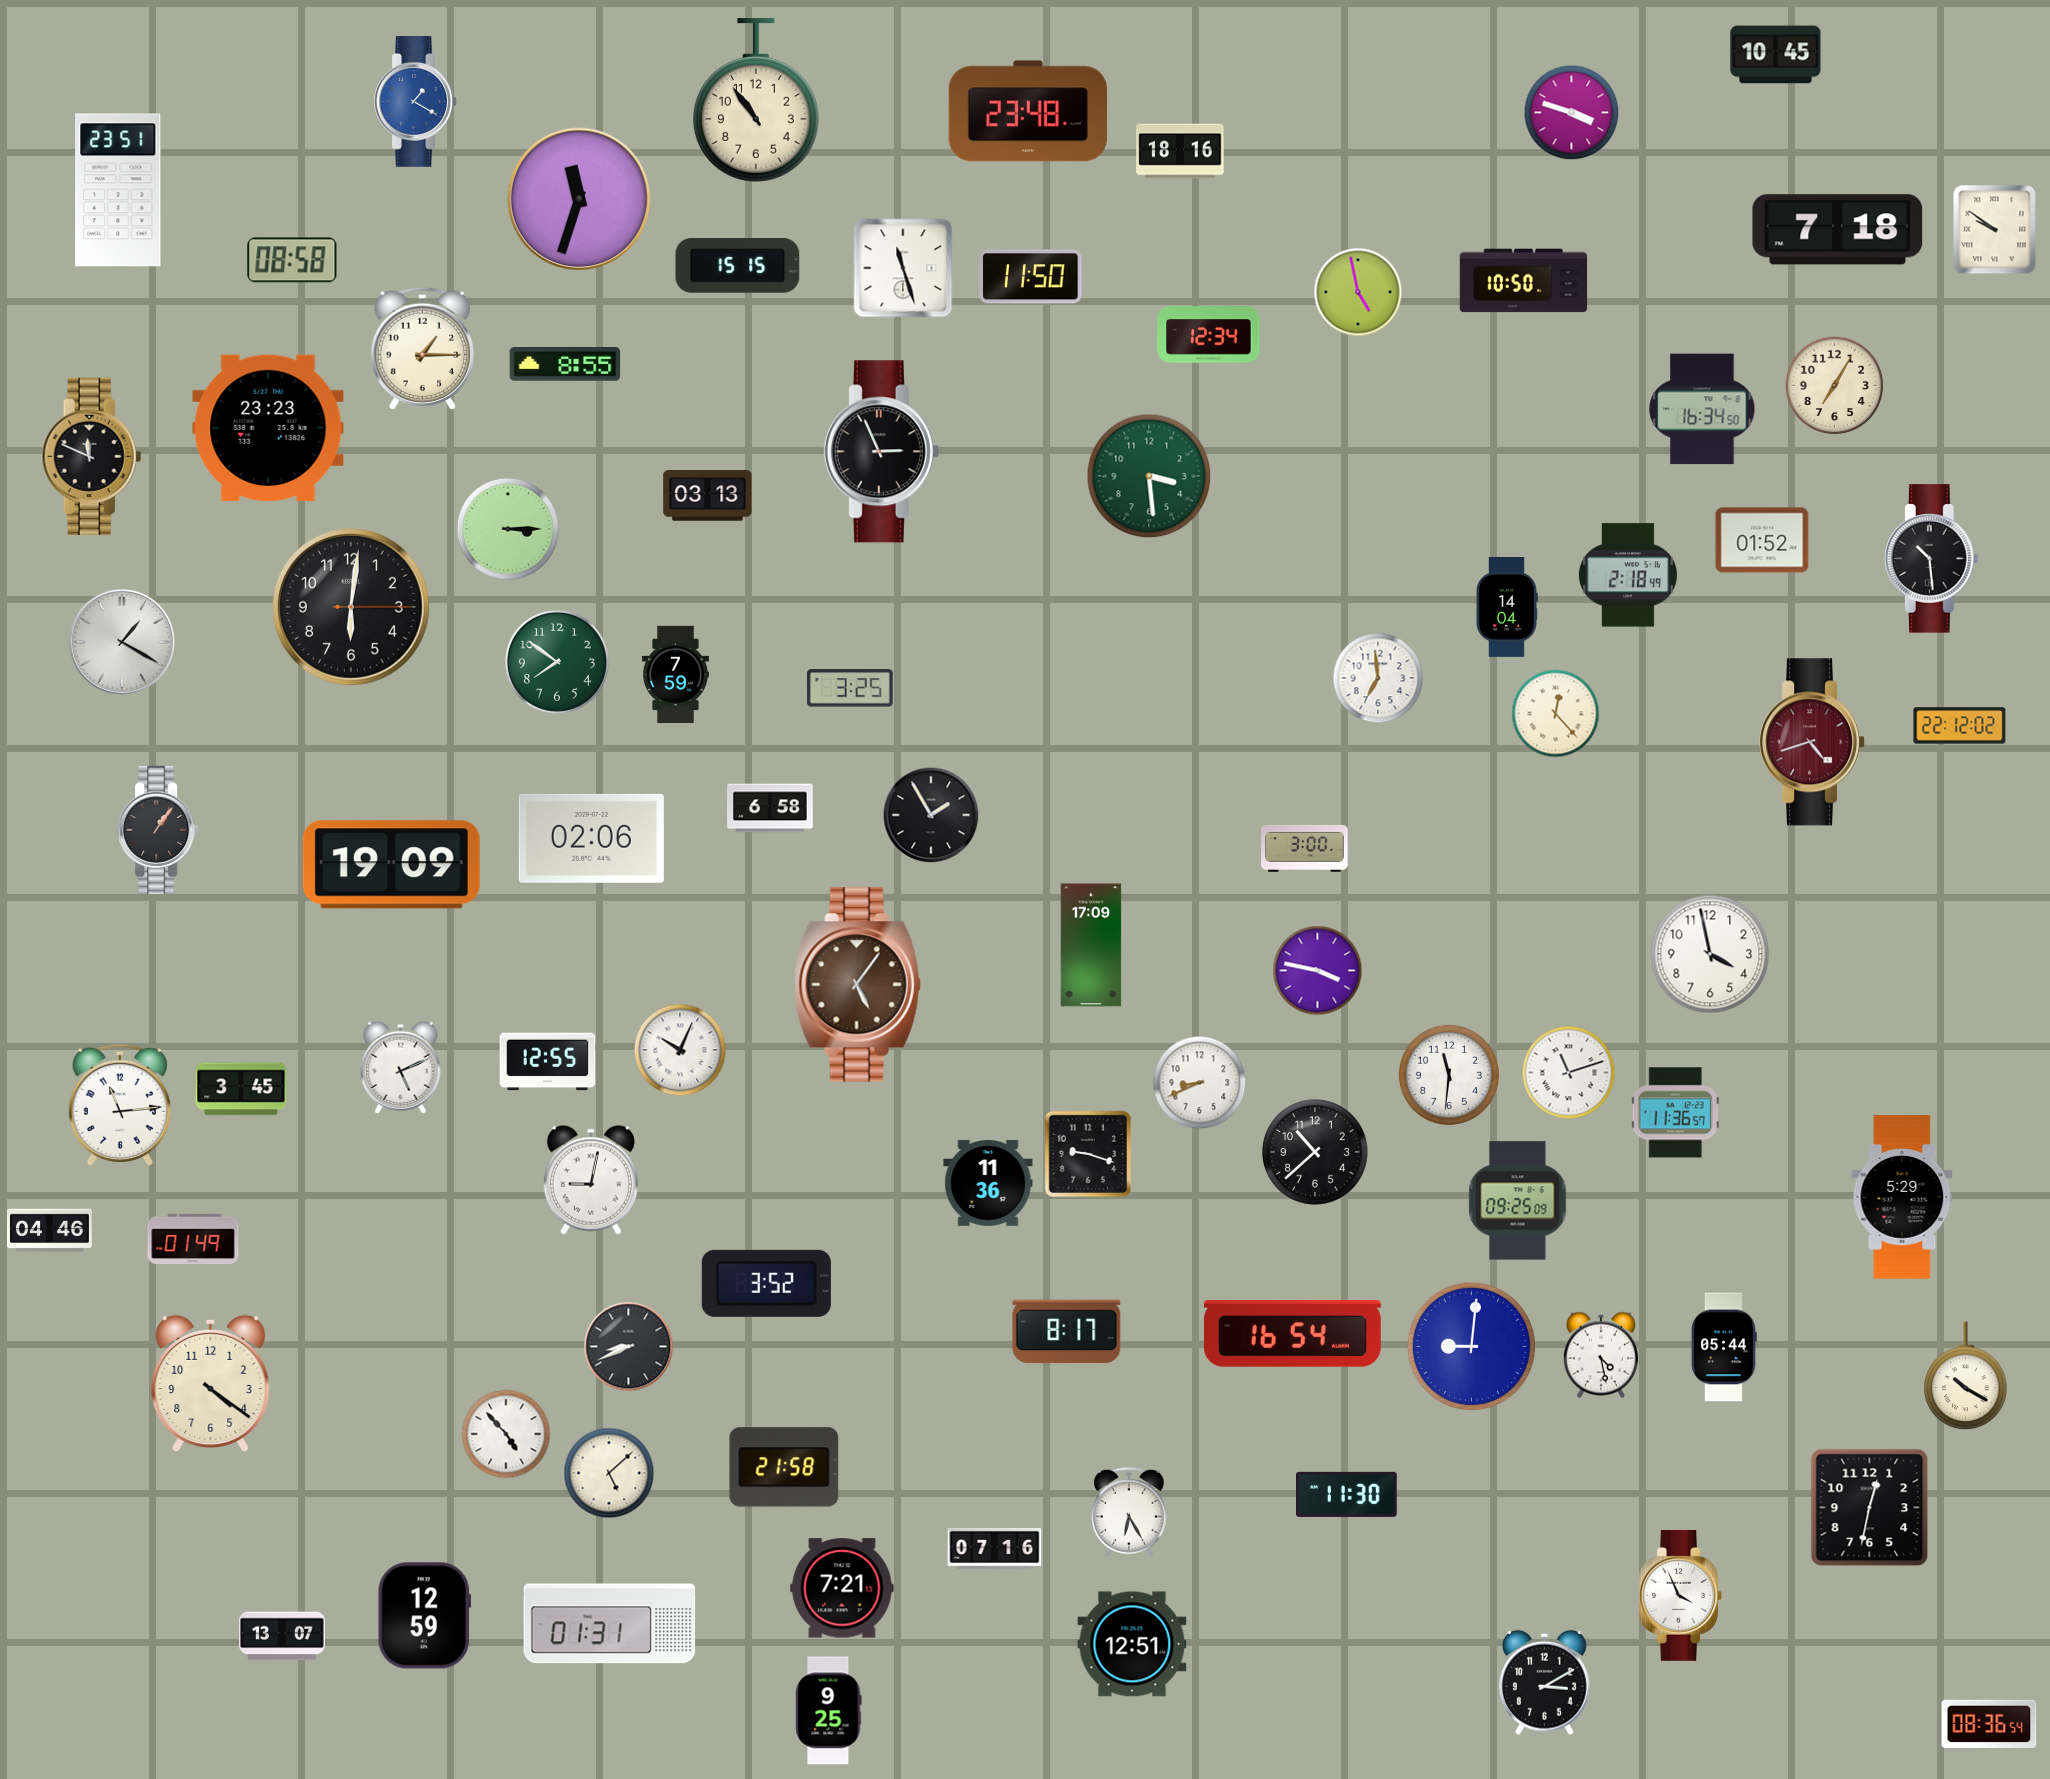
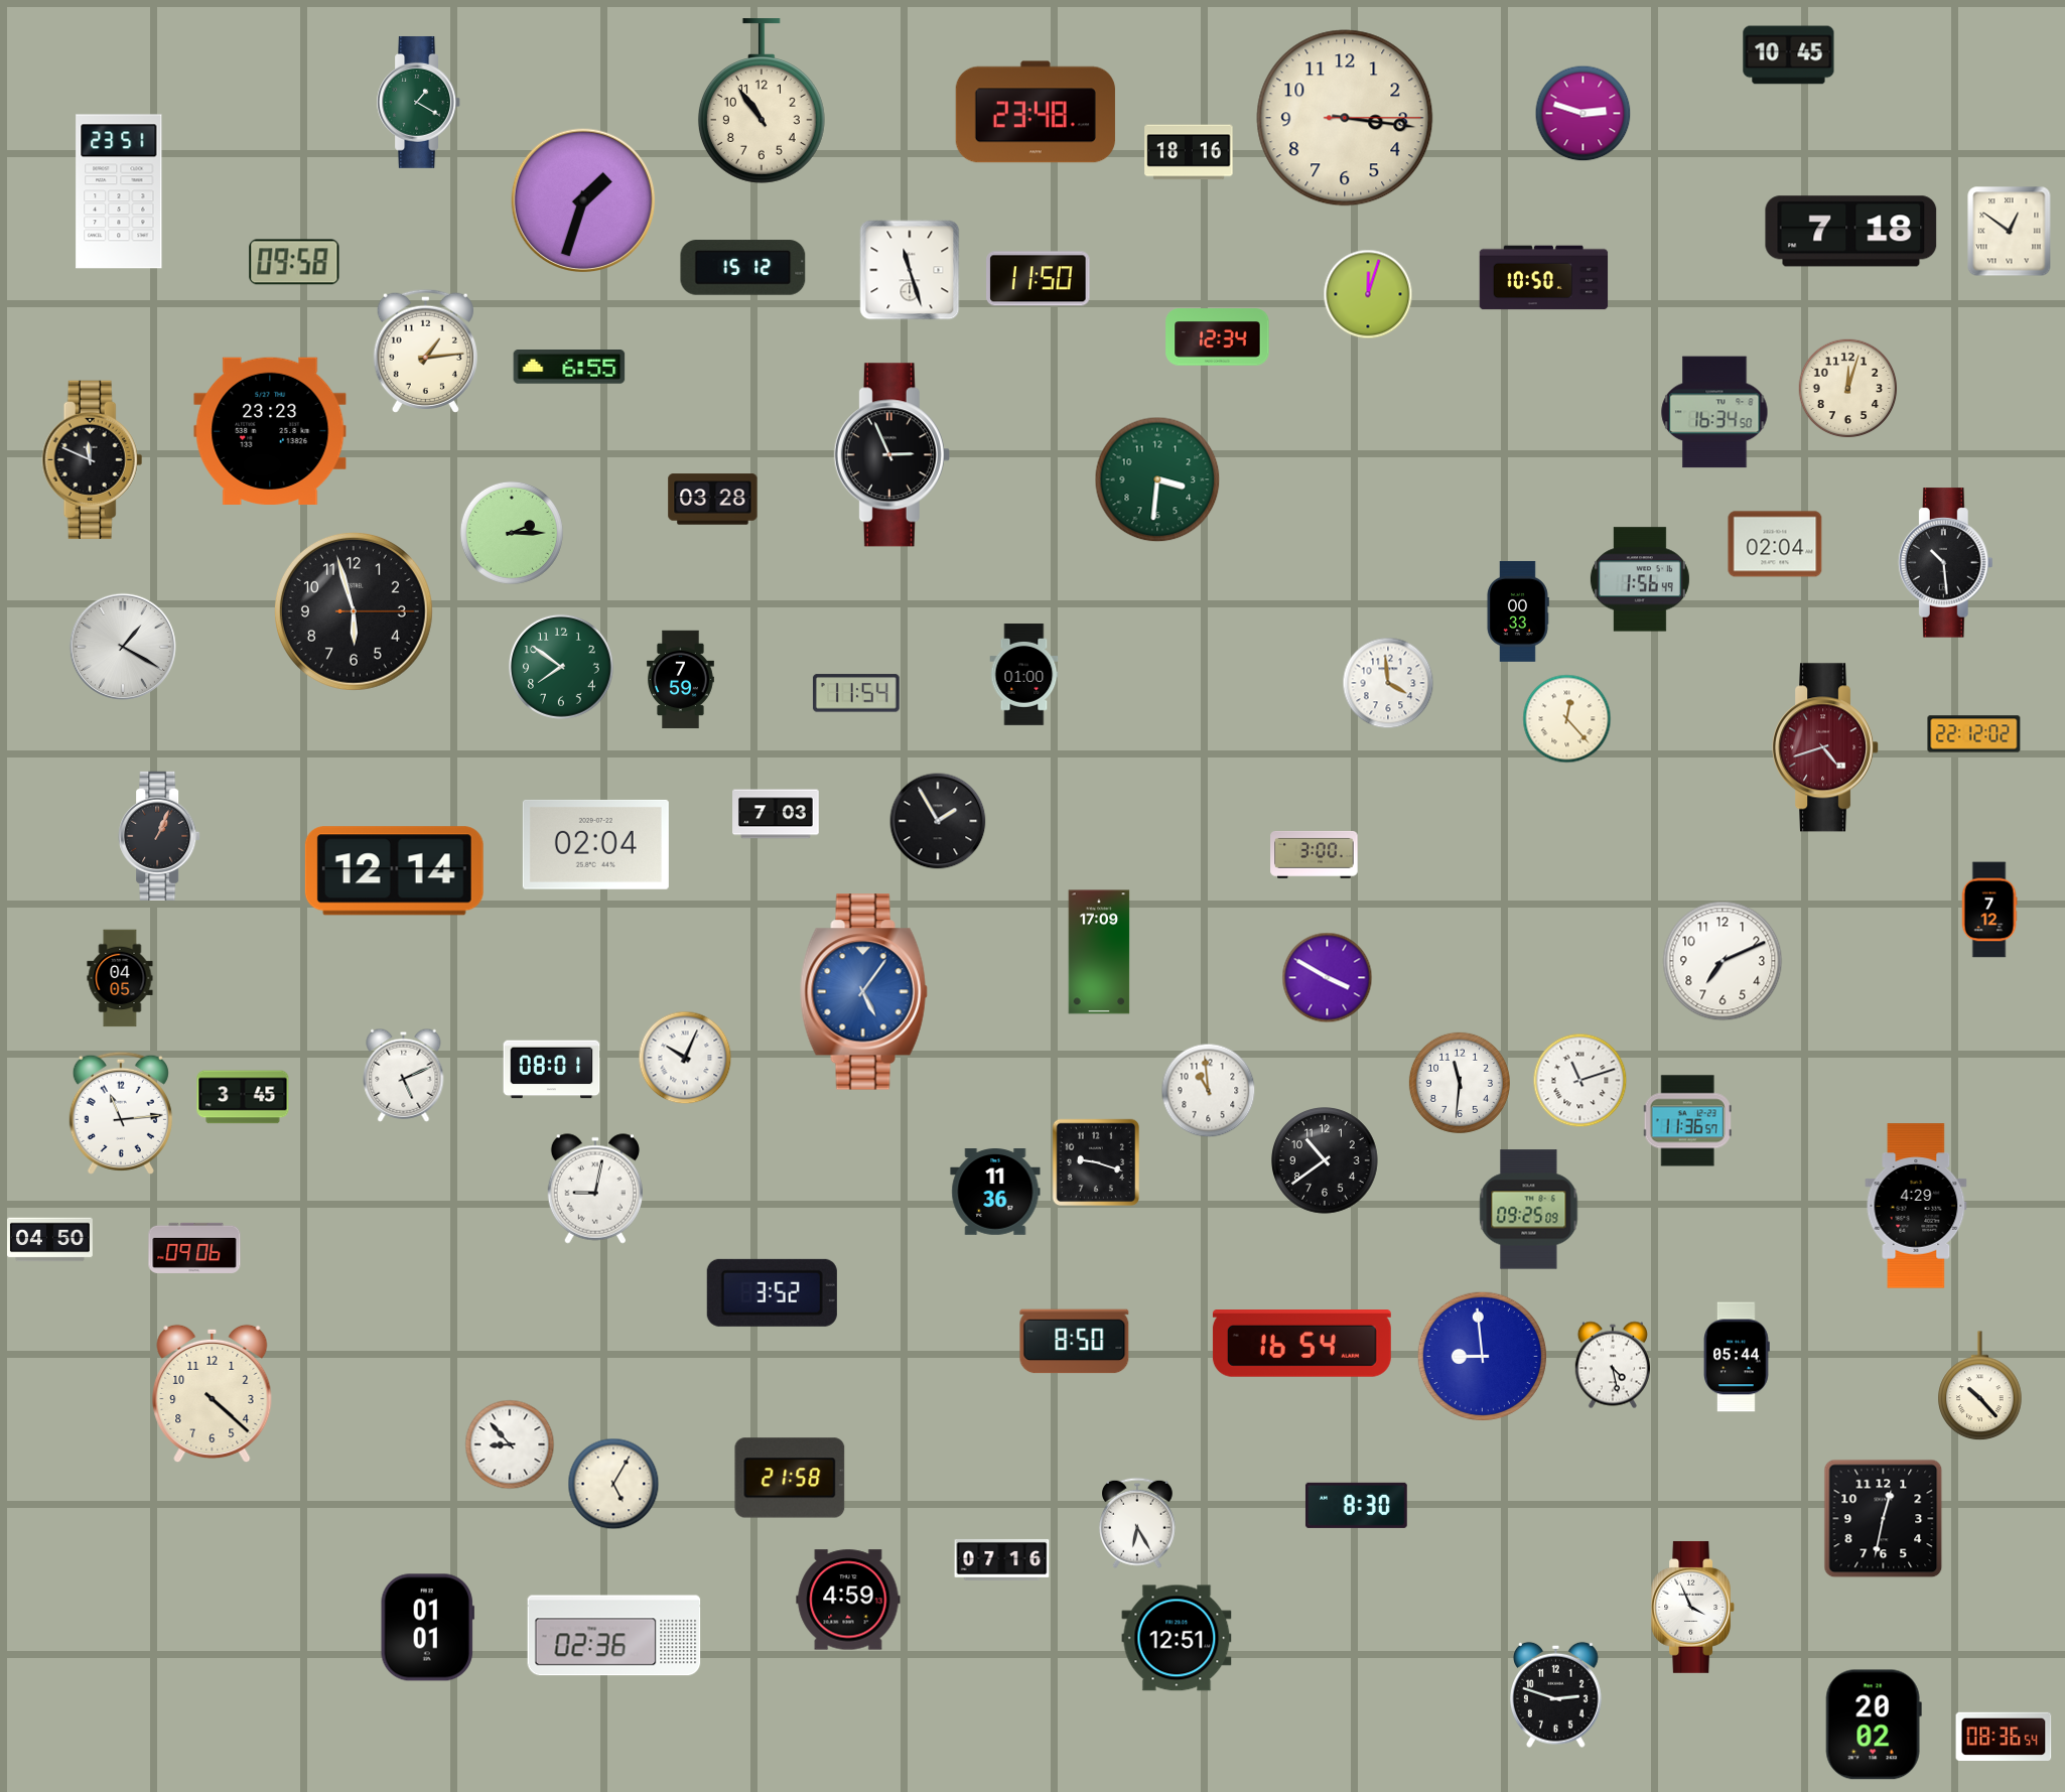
clock at (416, 101) dial: blue -> green
clock at (1572, 113): 3:48 -> 2:48
clock at (1345, 118): none -> 3:16
clock at (579, 199): 11:33 -> 1:33
clock at (1995, 230): 9:51 -> 12:51
clock at (292, 260): 08:58 -> 09:58
clock at (738, 266): 15:15 -> 15:12
clock at (1524, 281) position: (1524, 281) -> (1544, 278)
clock at (1358, 292): 4:58 -> 12:03
clock at (422, 348): 1:15 -> 1:14
clock at (565, 365): 8:55 -> 6:55
clock at (1835, 386): 7:05 -> 12:03
clock at (881, 452) position: (881, 452) -> (891, 455)
clock at (1149, 476): 3:29 -> 3:31
clock at (708, 496): 03:13 -> 03:28
clock at (508, 529): 3:15 -> 2:15
clock at (1762, 540): 01:52 -> 02:04
clock at (1628, 575): 2:18 -> 1:56
clock at (351, 607): 6:01 -> 5:57
clock at (1507, 607): 14:04 -> 00:33
clock at (1024, 675): none -> 01:00
clock at (1378, 678): 6:59 -> 3:59
clock at (850, 688): 3:25 -> 11:54
clock at (1960, 726) position: (1960, 726) -> (1974, 734)
clock at (770, 808): 6:58 -> 7:03
clock at (158, 830): 1:06 -> 1:04
clock at (591, 838): 02:06 -> 02:04
clock at (391, 865): 19:09 -> 12:14
clock at (1989, 910): none -> 7:12
clock at (1710, 954): 3:58 -> 7:11
clock at (120, 978): none -> 04:05
clock at (1318, 971): 3:47 -> 3:50
clock at (857, 985) dial: brown -> blue
clock at (548, 1062): 12:55 -> 08:01
clock at (1200, 1083): 8:41 -> 10:59
clock at (1316, 1153): 10:38 -> 10:39
clock at (1902, 1197): 5:29 -> 4:29
clock at (50, 1231): 04:46 -> 04:50
clock at (193, 1239): 01:49 -> 09:06
clock at (1067, 1332): 8:17 -> 8:50
clock at (1471, 1346): 9:01 -> 8:59
clock at (629, 1347): 8:41 -> none
clock at (1966, 1376): 10:20 -> 10:23
clock at (211, 1384): 4:21 -> 4:22
clock at (506, 1434): 4:53 -> 8:53
clock at (609, 1473): 5:08 -> 5:05
clock at (1346, 1494): 11:30 -> 8:30
clock at (842, 1588): 7:21 -> 4:59
clock at (424, 1616): 12:59 -> 01:01
clock at (610, 1624): 01:31 -> 02:36
clock at (282, 1636): 13:07 -> none
clock at (1132, 1644) position: (1132, 1644) -> (1177, 1638)
clock at (1545, 1682): 3:10 -> 2:48
clock at (828, 1711): 9:25 -> none
clock at (1874, 1725): none -> 20:02
